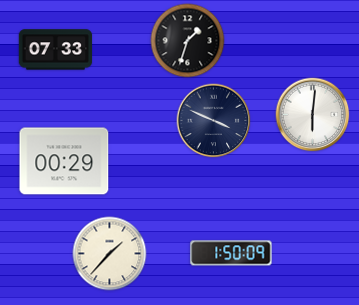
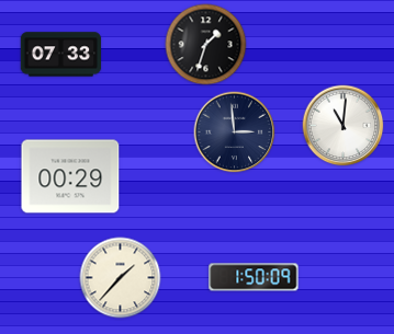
clock at (313, 115): 6:01 -> 11:01
clock at (214, 121): 3:49 -> 2:59
